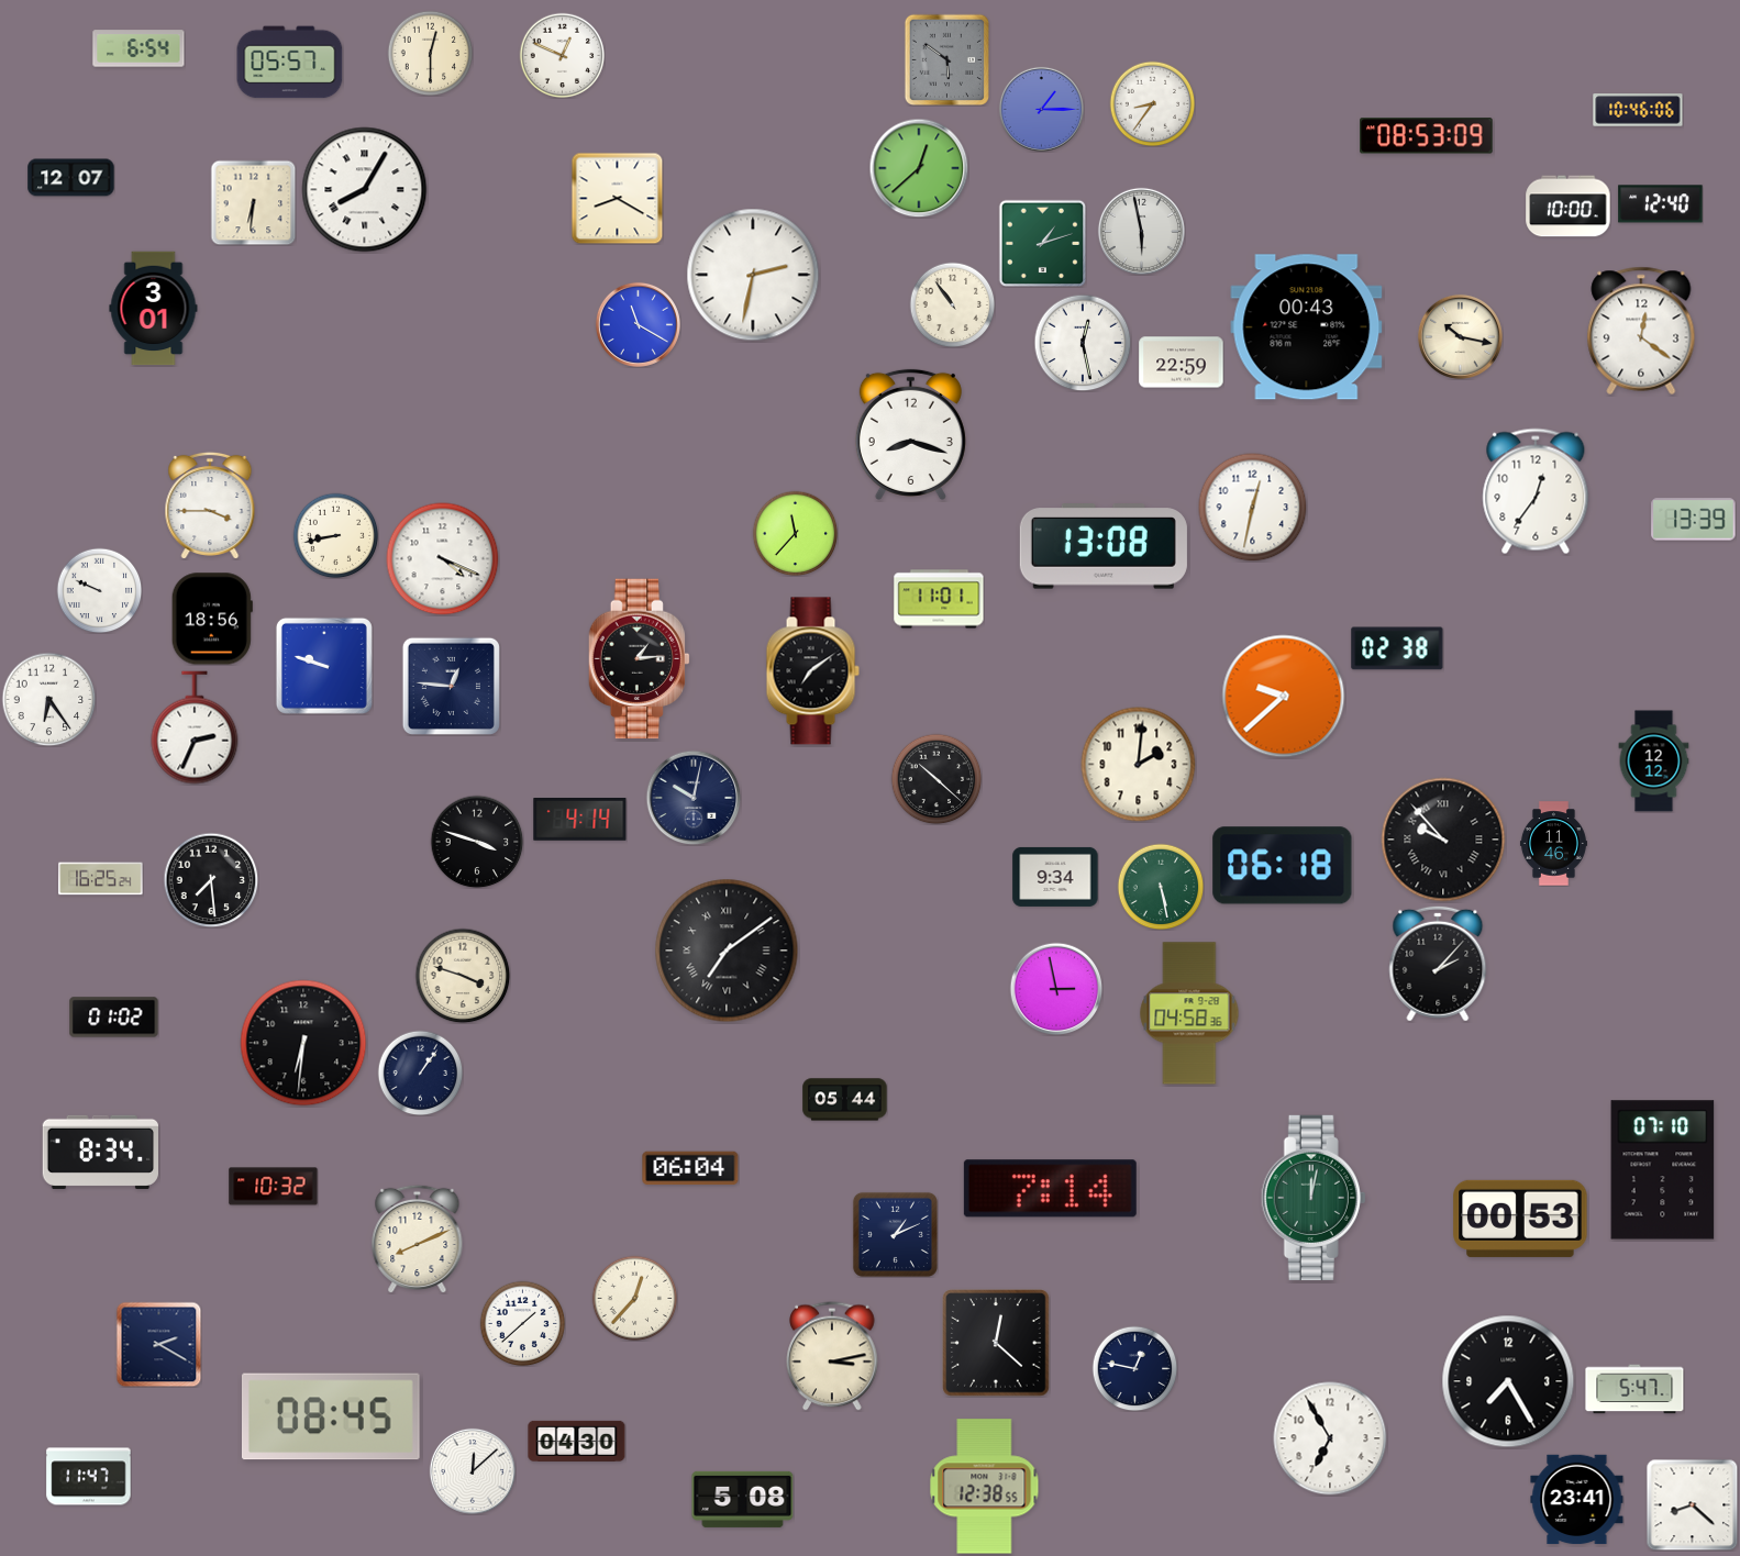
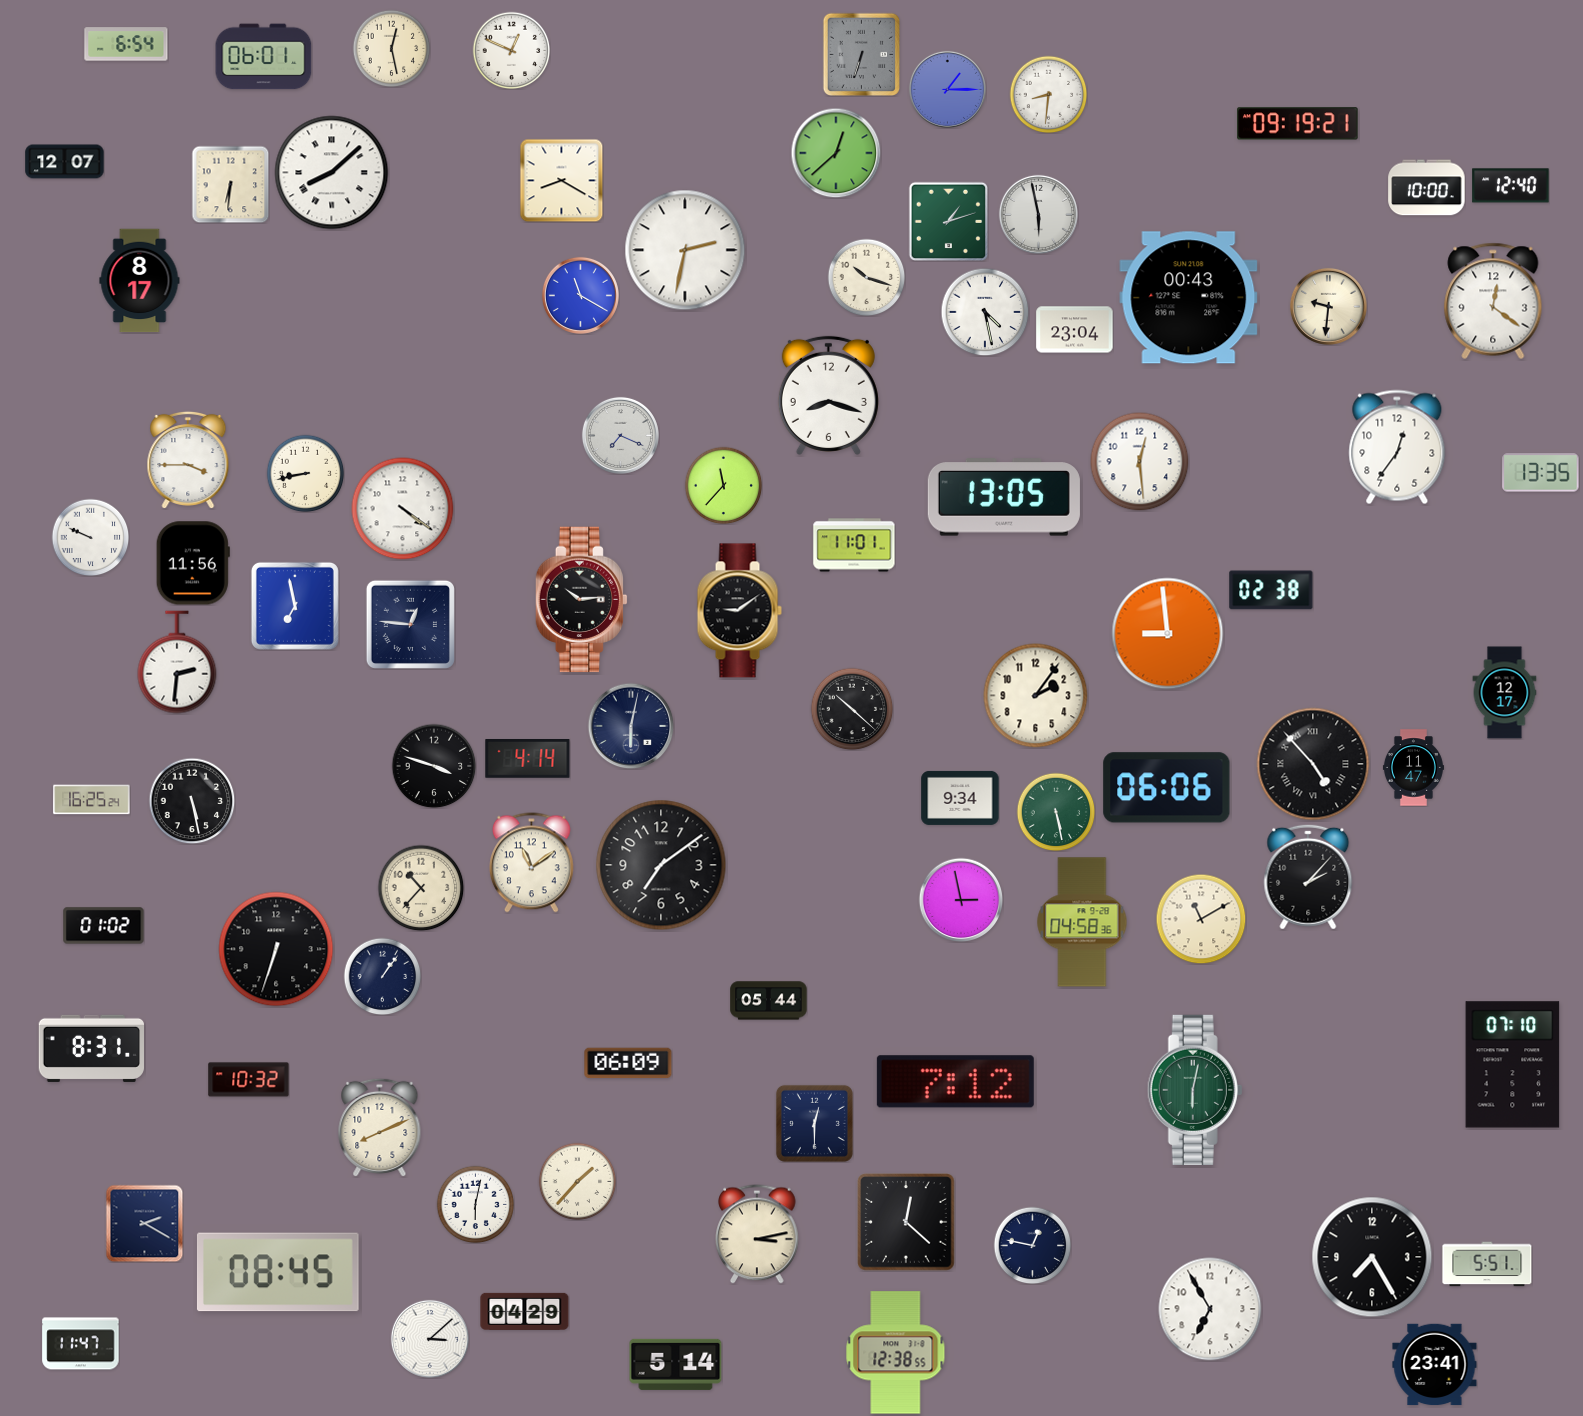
clock at (430, 53): 12:30 -> 12:28
clock at (946, 59): 5:51 -> 6:33
clock at (290, 63): 05:57 -> 06:01
clock at (1152, 103): 8:36 -> 8:31
clock at (1041, 109) position: (1041, 109) -> (947, 89)
clock at (1638, 110): 10:46 -> none
clock at (1427, 136): 08:53 -> 09:19
clock at (365, 190): 8:05 -> 8:08
clock at (1141, 231) position: (1141, 231) -> (1038, 214)
clock at (952, 304): 10:54 -> 10:18
clock at (154, 309): 3:01 -> 8:17
clock at (1460, 336): 10:17 -> 9:31
clock at (1083, 343): 12:28 -> 4:28
clock at (1182, 363): 22:59 -> 23:04
clock at (620, 435): none -> 7:19
clock at (210, 504) position: (210, 504) -> (188, 459)
clock at (1253, 508): 12:32 -> 12:29
clock at (1694, 520): 13:39 -> 13:35
clock at (335, 535) position: (335, 535) -> (305, 473)
clock at (1104, 546): 13:08 -> 13:05
clock at (443, 559): 4:19 -> 4:21
clock at (212, 619): 18:56 -> 11:56
clock at (640, 659): 1:14 -> 10:14
clock at (324, 666): 9:48 -> 6:58
clock at (812, 671): 7:09 -> 9:09
clock at (1284, 697): 9:38 -> 8:59
clock at (48, 699): 6:24 -> none
clock at (195, 727): 2:34 -> 2:31
clock at (1654, 762): 12:12 -> 12:17
clock at (1139, 765): 2:01 -> 2:06
clock at (694, 798): 10:02 -> 6:02
clock at (580, 820) position: (580, 820) -> (528, 759)
clock at (1443, 840): 9:53 -> 4:53
clock at (1553, 844): 11:46 -> 11:47
clock at (1283, 866): 06:18 -> 06:06
clock at (211, 880): 7:29 -> 5:28
clock at (1161, 887) position: (1161, 887) -> (1056, 812)
clock at (531, 863): none -> 11:09
clock at (727, 951) numerals: Roman -> Arabic
clock at (463, 976): 3:48 -> 10:37
clock at (1201, 919): none -> 11:10
clock at (303, 1043): 6:31 -> 6:33
clock at (100, 1152): 8:34 -> 8:31
clock at (690, 1168): 06:04 -> 06:09
clock at (1050, 1189): 7:14 -> 7:12
clock at (1314, 1198): 12:02 -> 6:02
clock at (1520, 1219): 00:53 -> none
clock at (895, 1234): 1:11 -> 12:30
clock at (634, 1298): 12:37 -> 1:37
clock at (522, 1323): 1:38 -> 6:02
clock at (1634, 1389): 5:47 -> 5:51
clock at (331, 1416) position: (331, 1416) -> (278, 1272)
clock at (577, 1441): 04:30 -> 04:29
clock at (473, 1471): 12:08 -> 3:08
clock at (743, 1499): 5:08 -> 5:14
clock at (1692, 1504): 8:22 -> none
